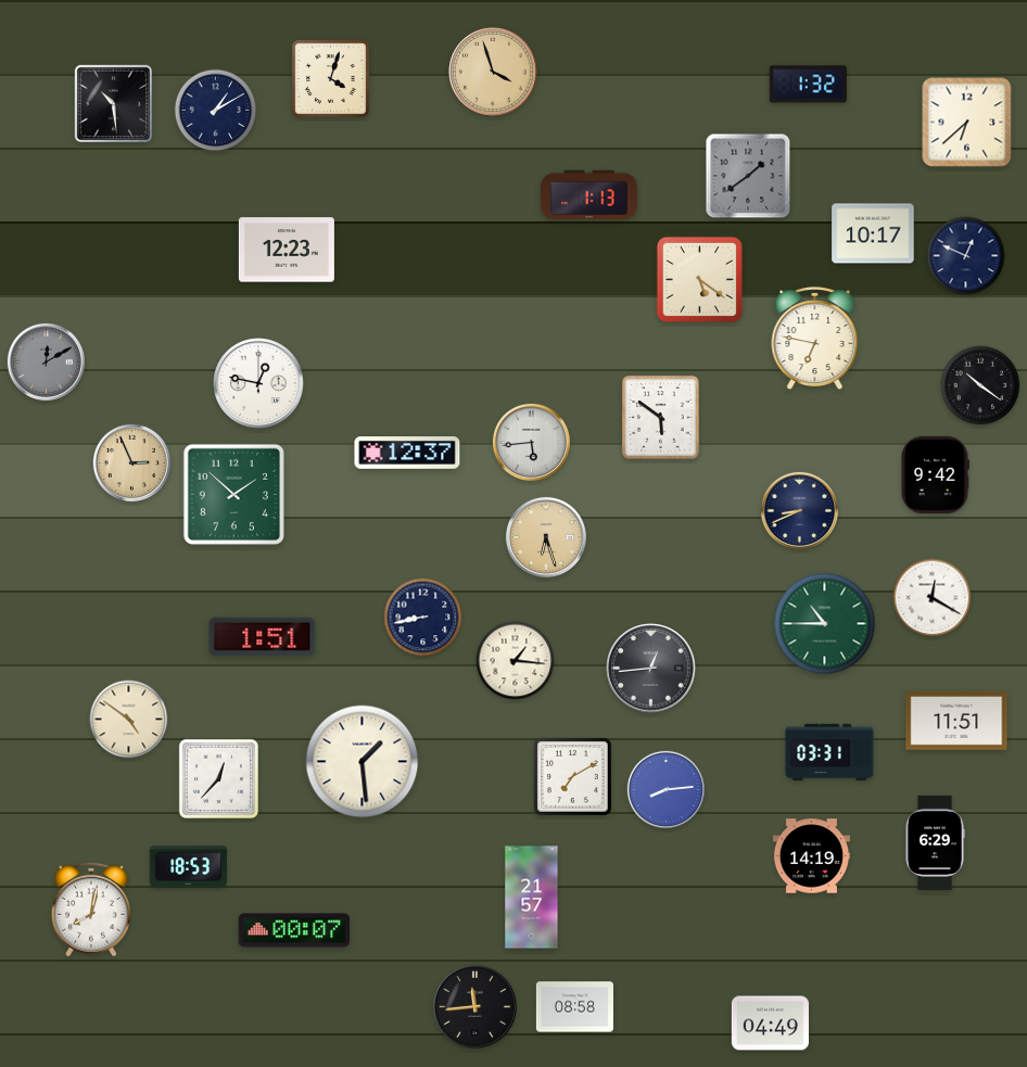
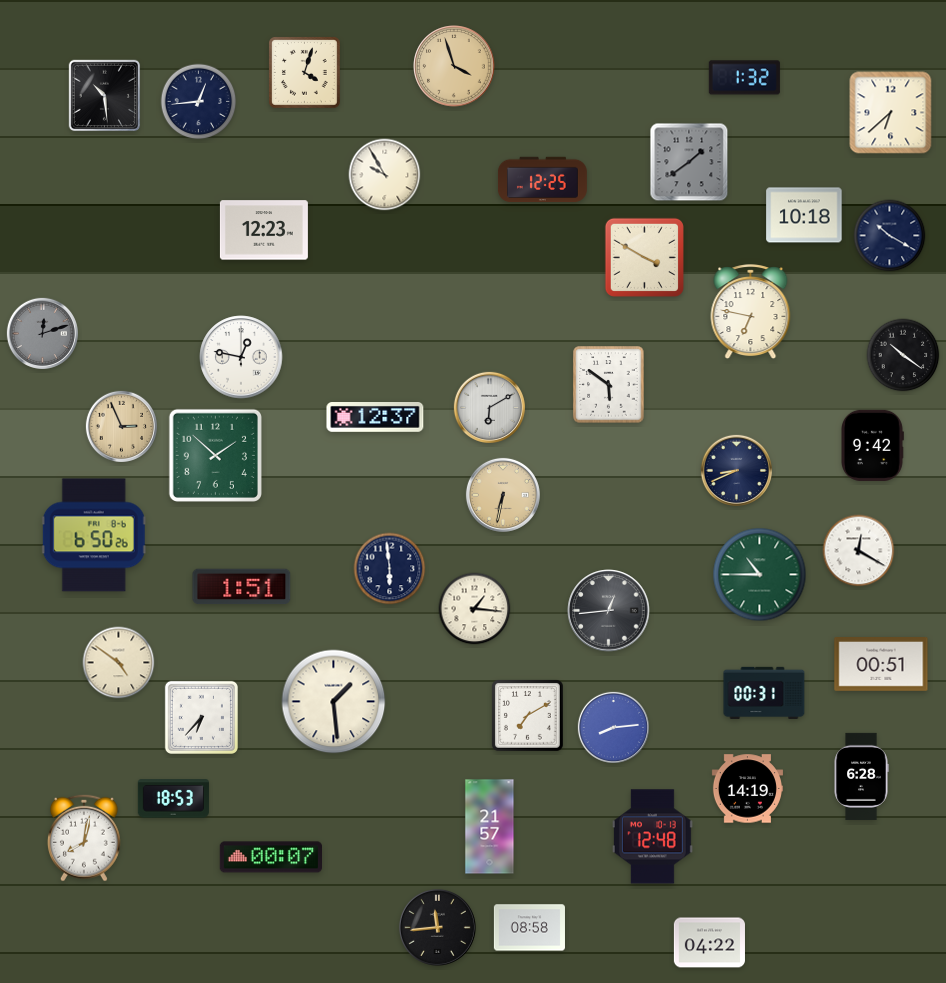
clock at (216, 111): 1:10 -> 12:44
clock at (385, 175): none -> 9:55
clock at (588, 195): 1:13 -> 12:25
clock at (873, 233): 10:17 -> 10:18
clock at (966, 256): 12:49 -> 10:20
clock at (699, 279): 5:21 -> 3:50
clock at (46, 361): 12:10 -> 12:12
clock at (258, 383) position: (258, 383) -> (241, 357)
clock at (531, 442): 5:44 -> 6:10
clock at (936, 474) position: (936, 474) -> (873, 445)
clock at (546, 537): 6:27 -> 6:32
clock at (94, 535): none -> 6:50
clock at (423, 618): 8:43 -> 5:59
clock at (651, 669) position: (651, 669) -> (609, 611)
clock at (956, 722): 11:51 -> 00:51
clock at (829, 752): 03:31 -> 00:31
clock at (218, 778): 12:37 -> 6:37
clock at (935, 842): 6:29 -> 6:28
clock at (652, 837): none -> 12:48
clock at (770, 1024): 04:49 -> 04:22
